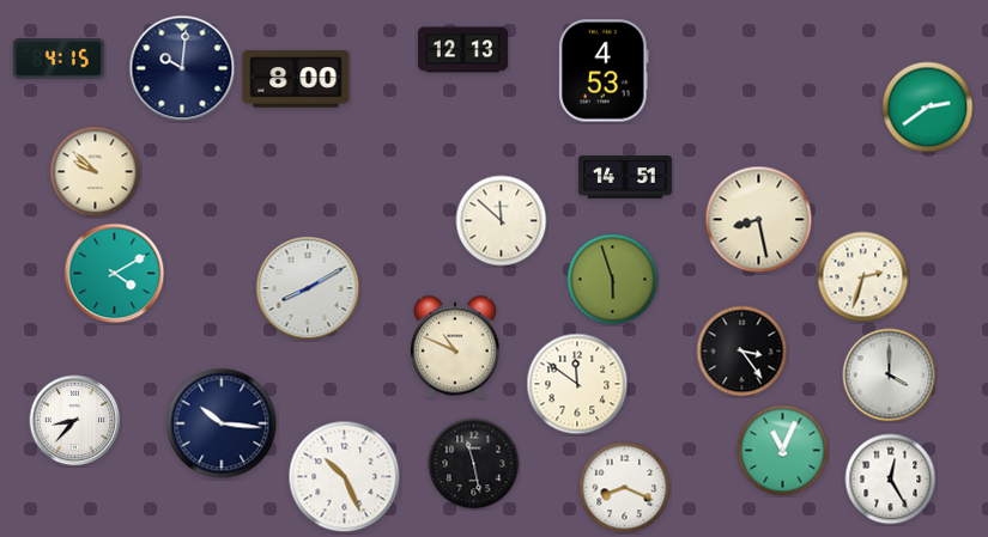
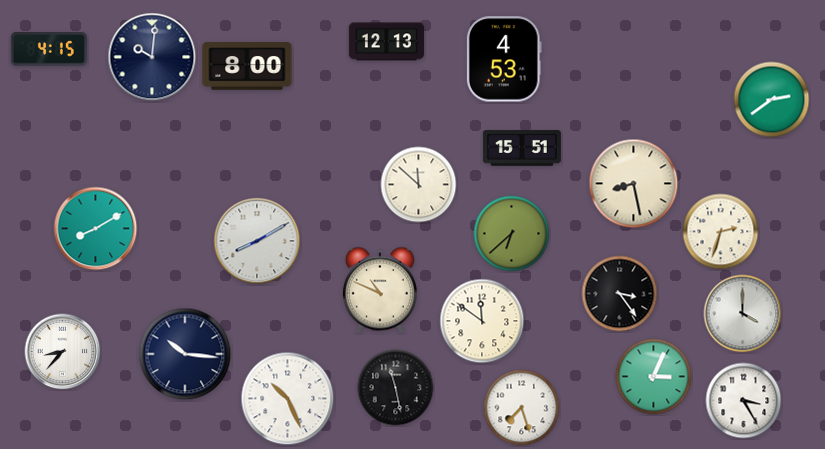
clock at (928, 108) position: (928, 108) -> (772, 100)
clock at (96, 172): 9:52 -> none
clock at (625, 177): 14:51 -> 15:51
clock at (115, 274): 4:10 -> 8:10
clock at (613, 280): 5:57 -> 6:38
clock at (783, 451): 11:04 -> 3:04
clock at (891, 480): 12:25 -> 3:25
clock at (625, 488): 8:19 -> 7:27
